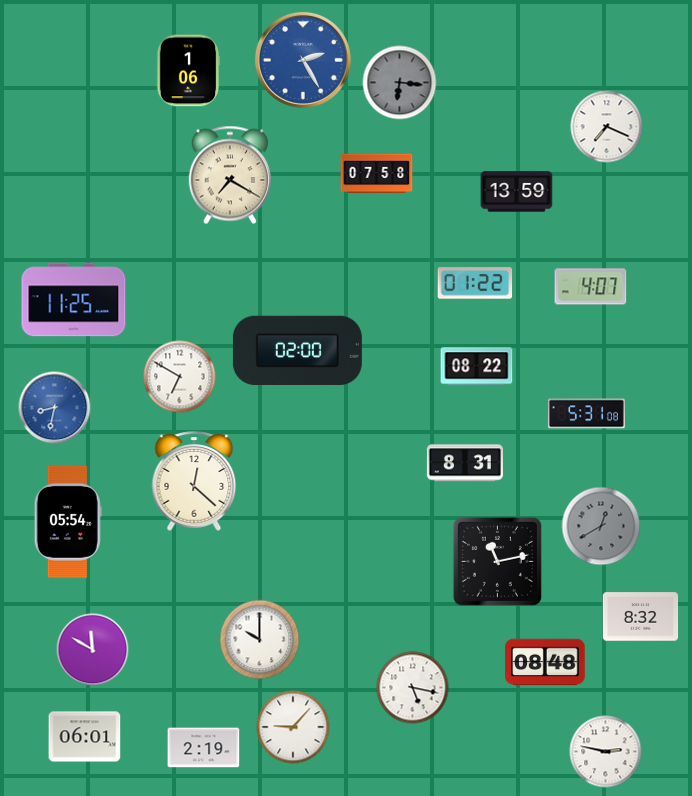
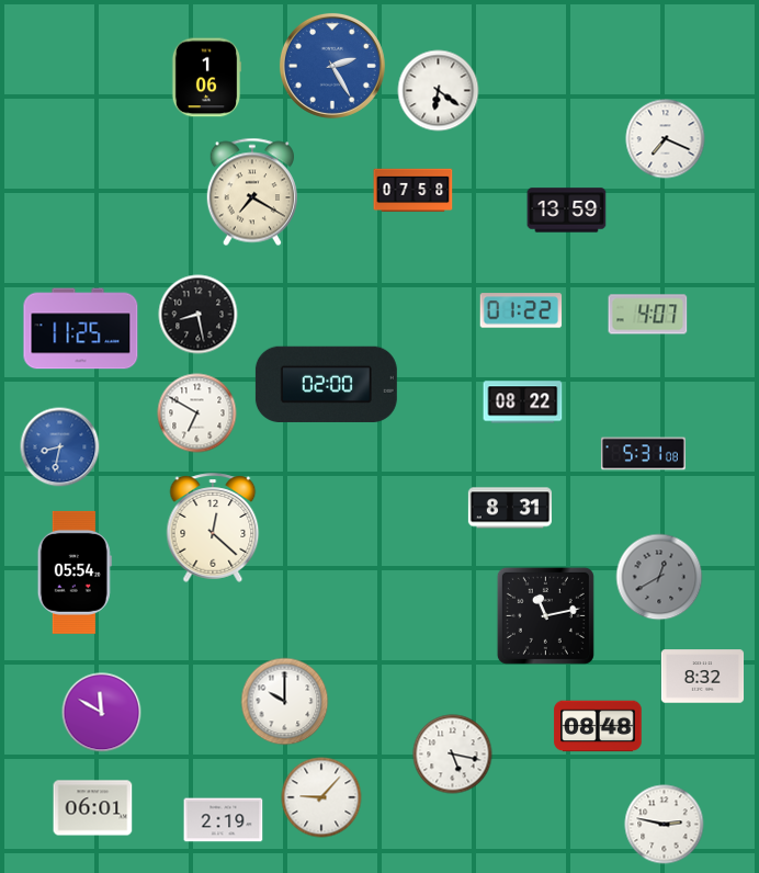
clock at (400, 83): 6:16 -> 6:21
clock at (400, 83) dial: grey -> white
clock at (199, 315): none -> 8:28
